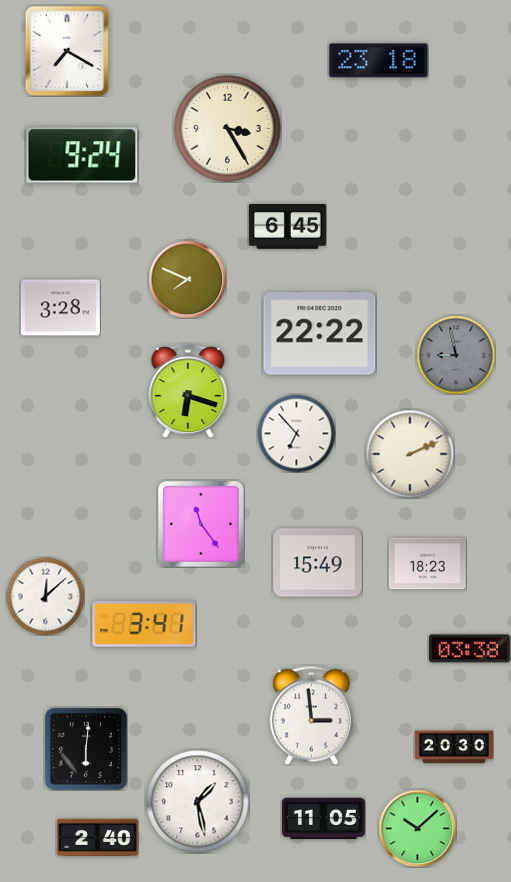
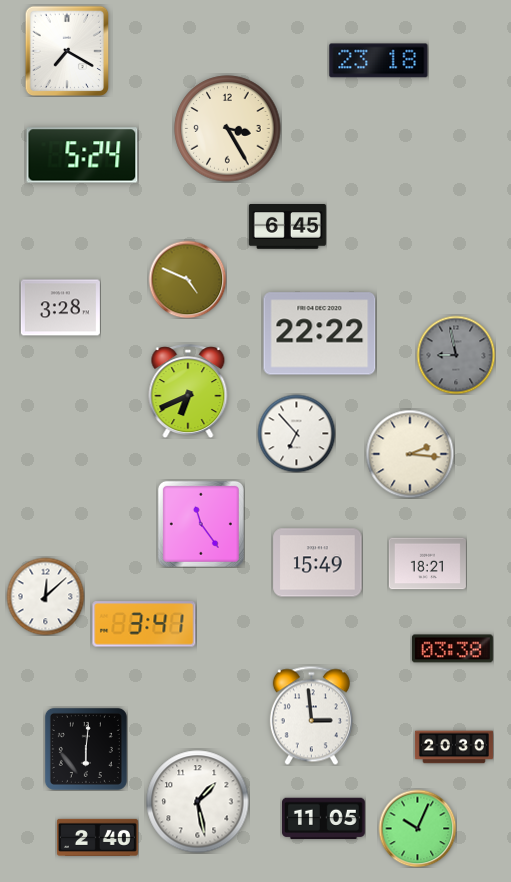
clock at (82, 155): 9:24 -> 5:24
clock at (187, 279): 7:49 -> 4:49
clock at (188, 391): 6:18 -> 6:41
clock at (410, 454): 2:11 -> 2:16
clock at (427, 564): 18:23 -> 18:21
clock at (469, 649) position: (469, 649) -> (452, 649)
clock at (417, 828): 10:08 -> 10:04
